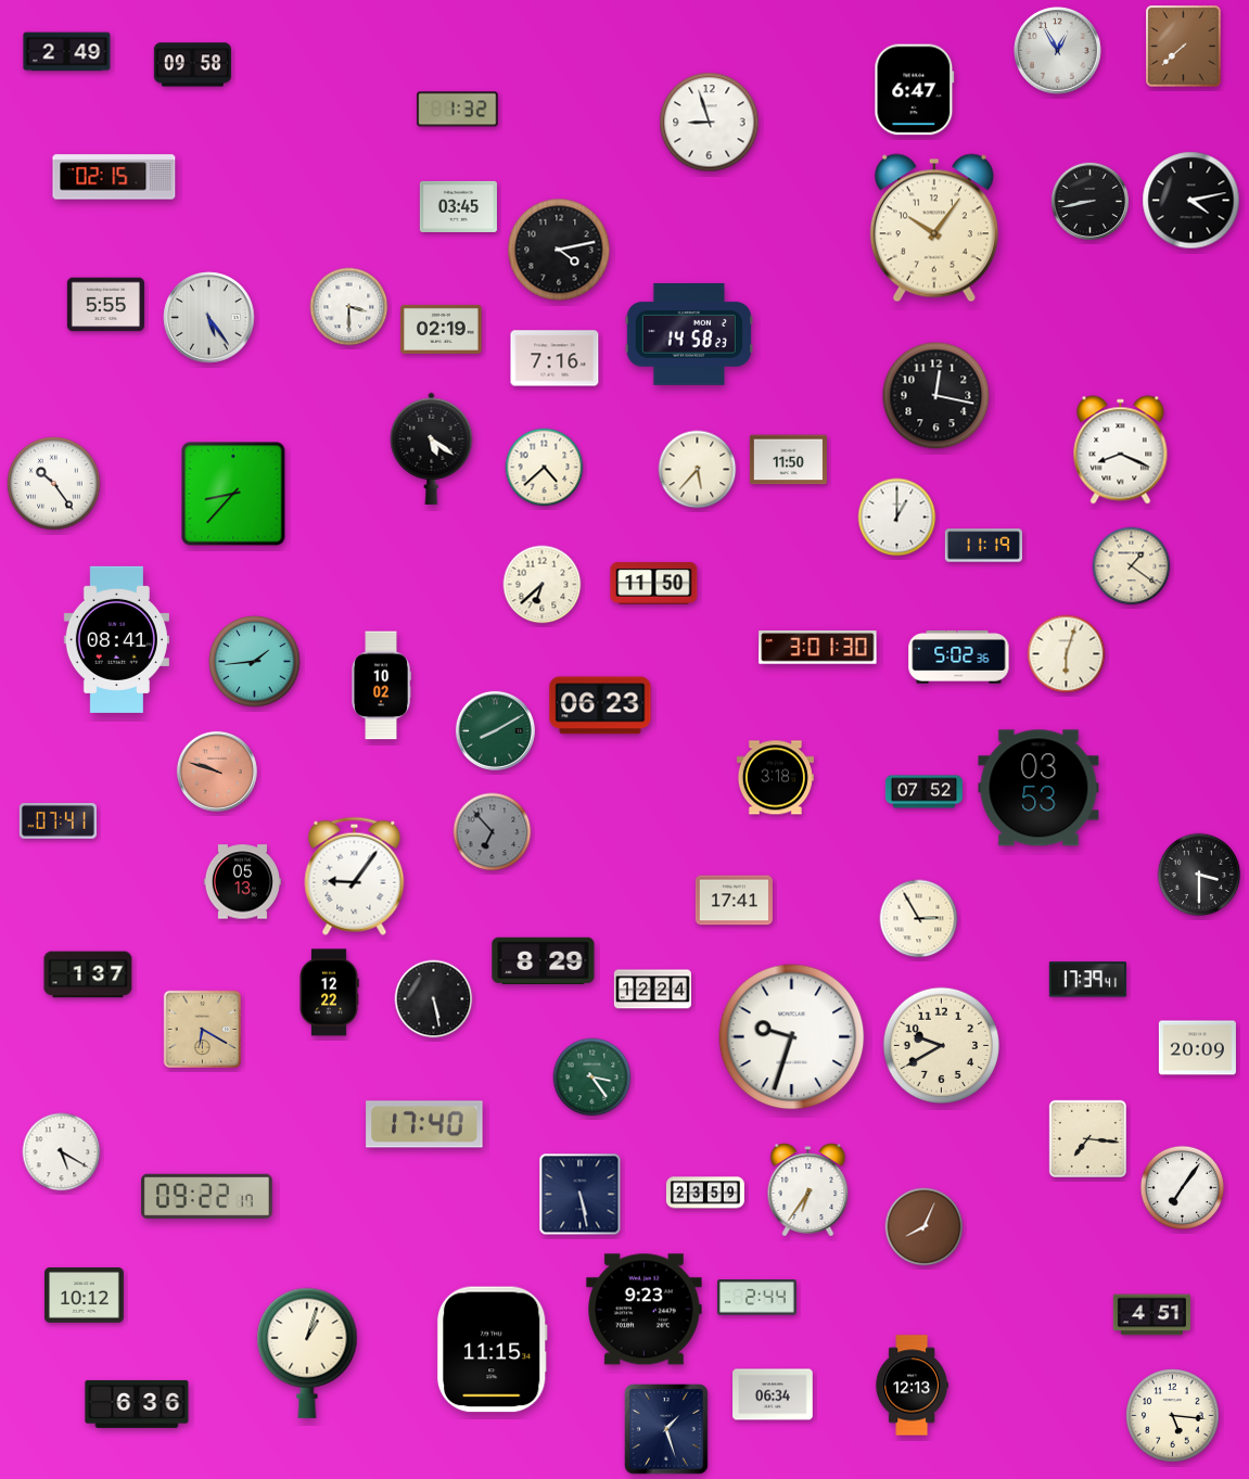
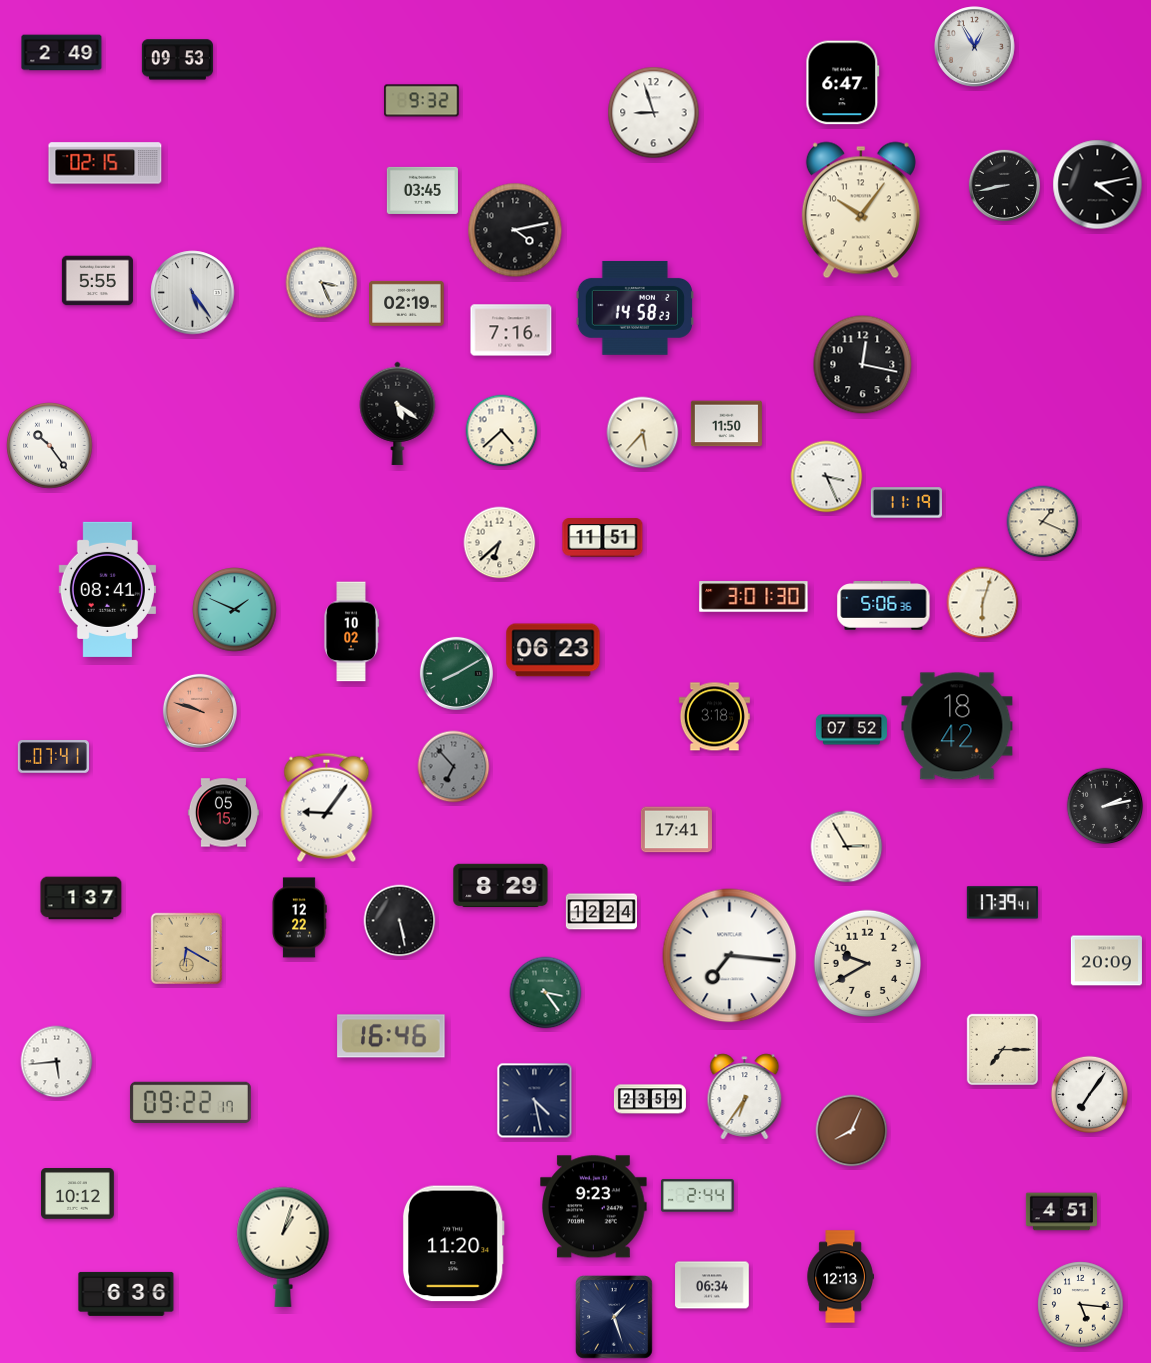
clock at (1184, 47): 7:38 -> none
clock at (67, 52) position: (67, 52) -> (62, 53)
clock at (192, 65): 09:58 -> 09:53
clock at (458, 110): 1:32 -> 9:32
clock at (349, 307): 3:30 -> 3:26
clock at (1121, 450): 8:19 -> none
clock at (233, 494): 8:37 -> none
clock at (897, 518): 1:00 -> 3:26
clock at (1132, 566): 1:21 -> 1:19
clock at (654, 584): 11:50 -> 11:51
clock at (543, 585) position: (543, 585) -> (500, 543)
clock at (959, 658): 5:02 -> 5:06
clock at (255, 662): 1:44 -> 1:49
clock at (1038, 788): 03:53 -> 18:42
clock at (1199, 875): 3:30 -> 2:13
clock at (242, 882): 05:13 -> 05:15
clock at (329, 993) position: (329, 993) -> (299, 918)
clock at (792, 1037): 9:33 -> 7:16
clock at (1197, 1048) position: (1197, 1048) -> (1106, 961)
clock at (424, 1124): 17:40 -> 16:46
clock at (1087, 1138): 7:16 -> 7:15
clock at (62, 1152): 5:20 -> 5:44
clock at (581, 1195): 5:28 -> 4:28
clock at (492, 1350): 11:15 -> 11:20
